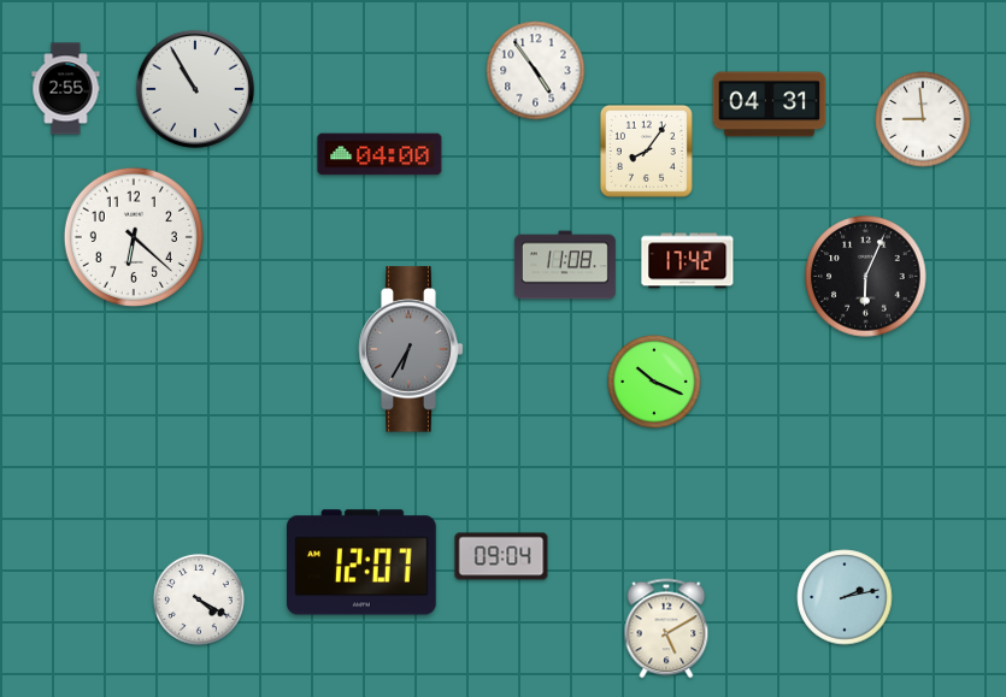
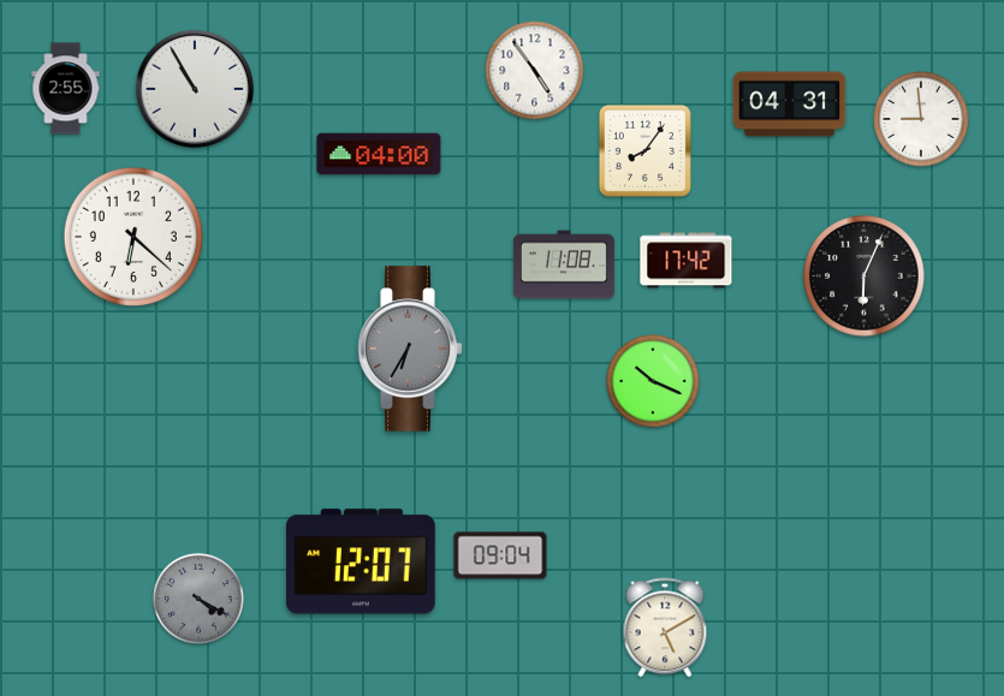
clock at (770, 105) position: (770, 105) -> (790, 105)
clock at (845, 597): 2:13 -> none
clock at (199, 599) dial: white -> grey
